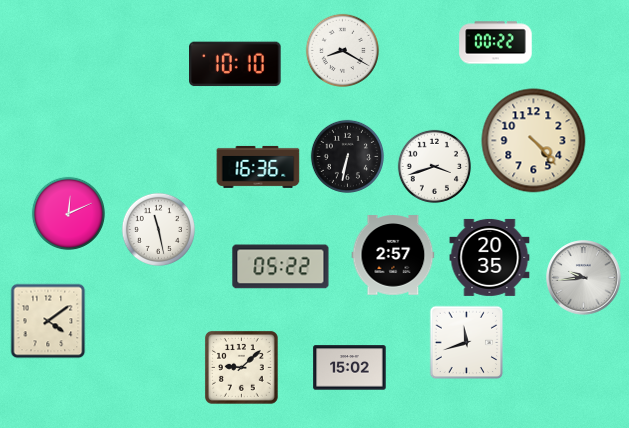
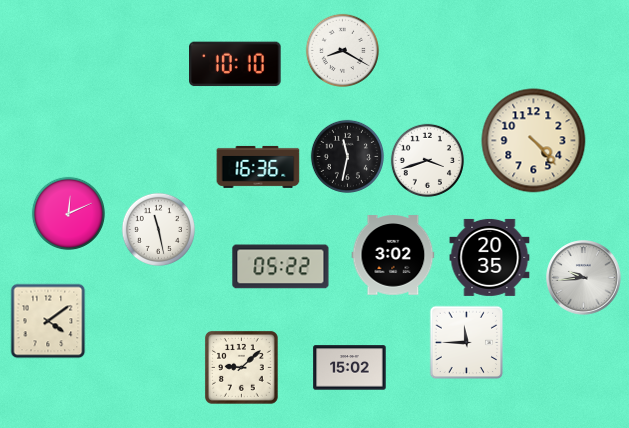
clock at (496, 43): 00:22 -> none
clock at (347, 156): 6:32 -> 11:32
clock at (434, 166) position: (434, 166) -> (427, 160)
clock at (393, 255): 2:57 -> 3:02
clock at (467, 343): 11:42 -> 11:45
